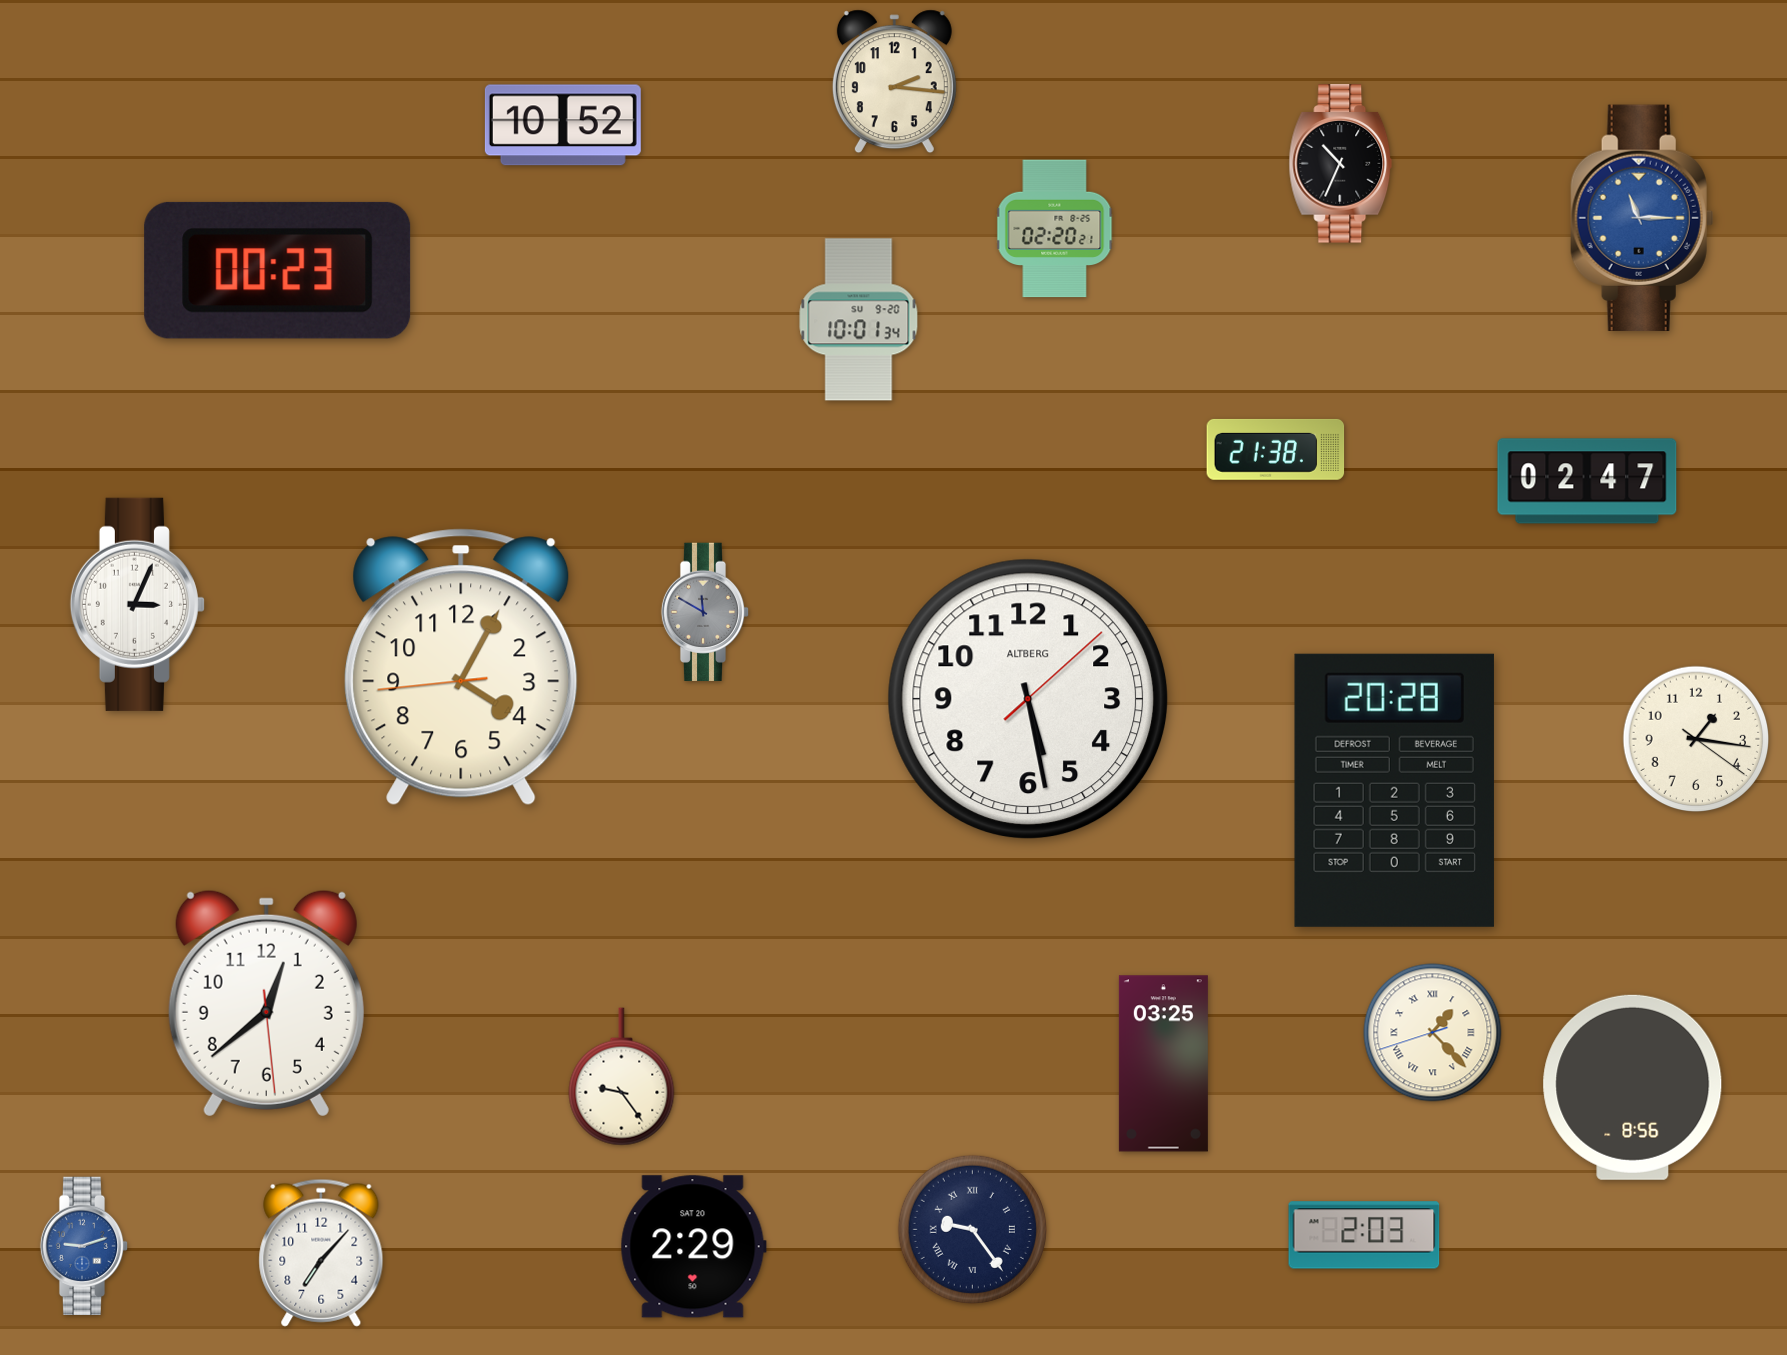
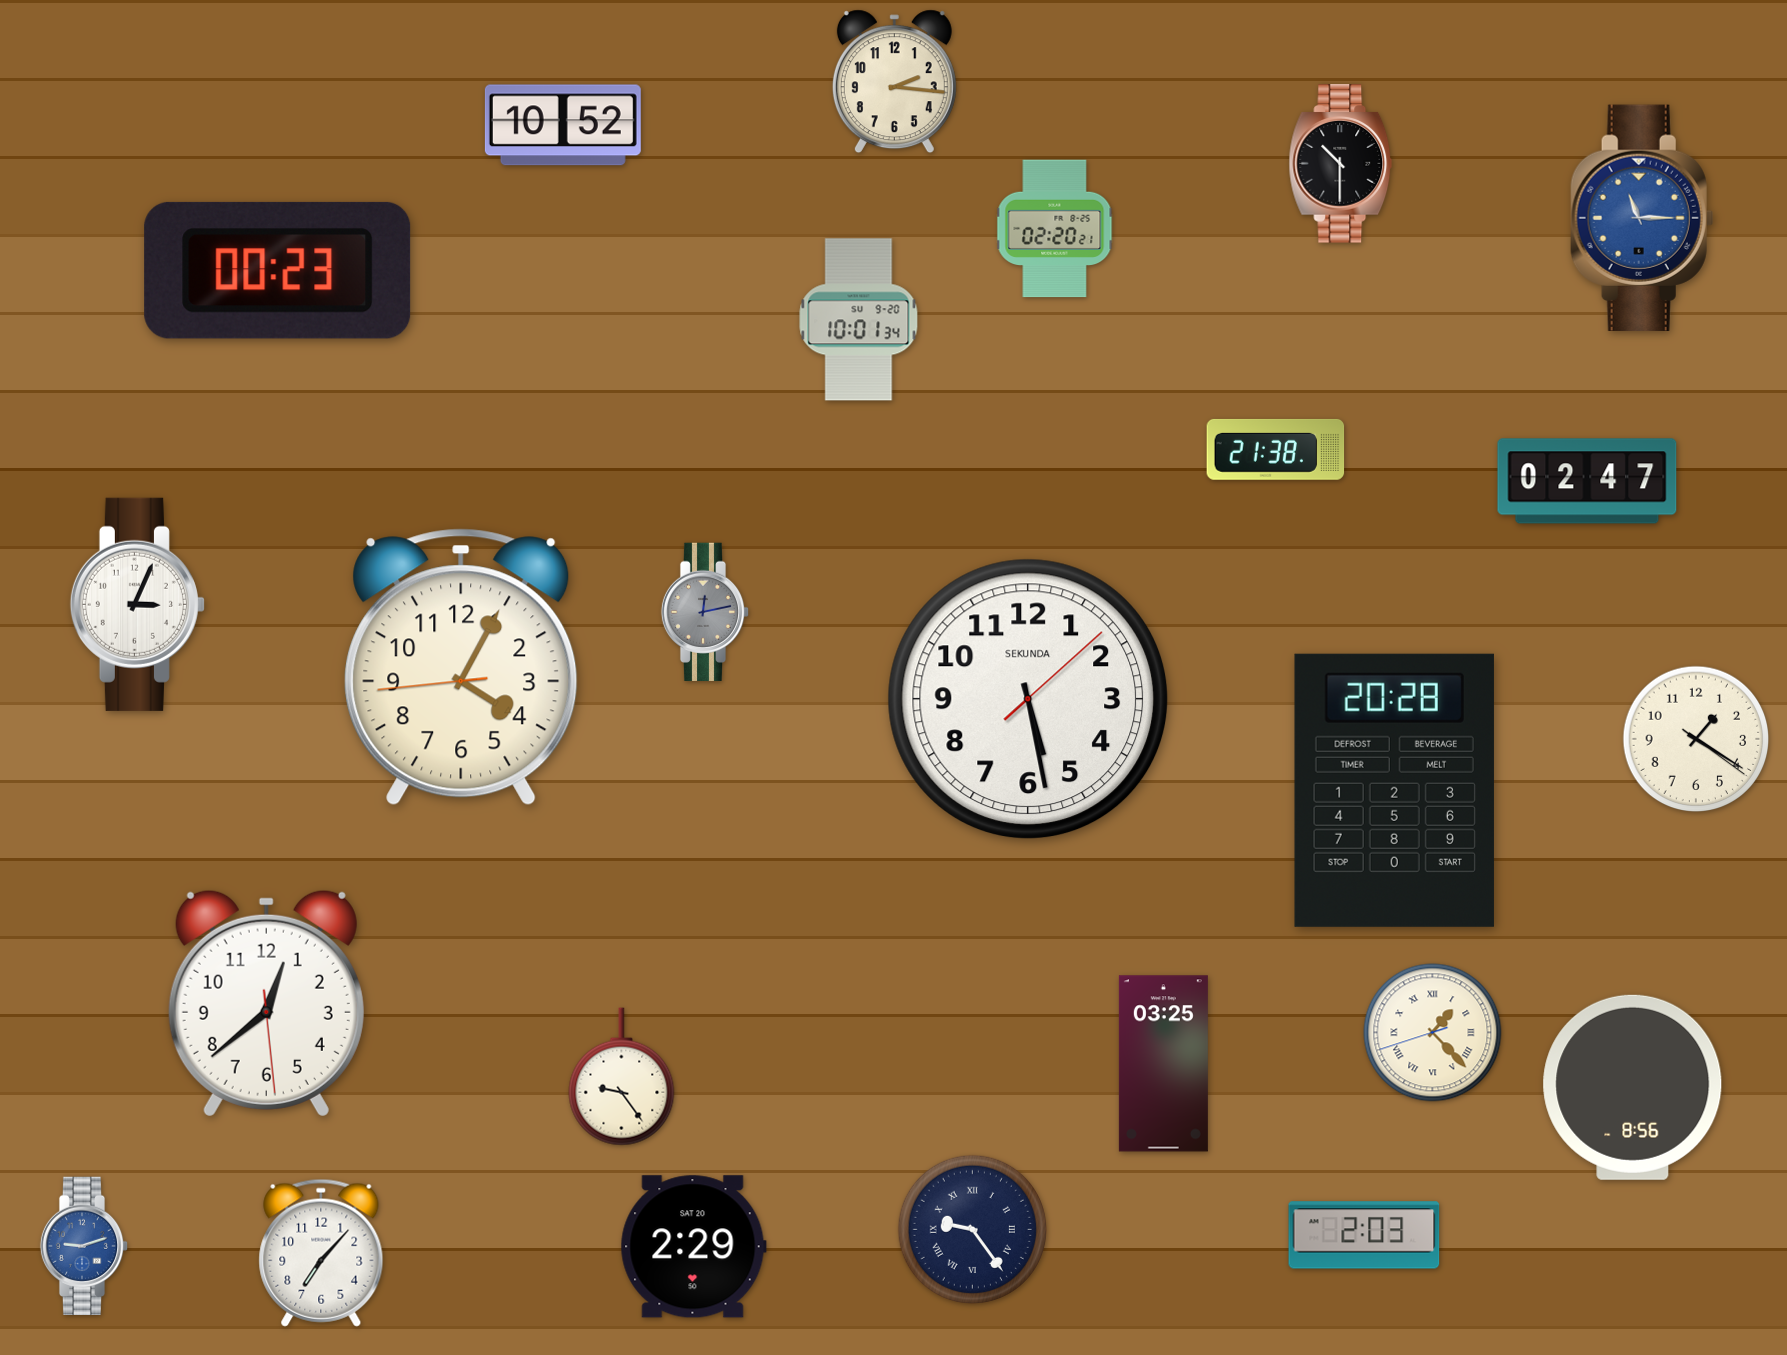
clock at (1341, 164): 10:34 -> 10:30
clock at (705, 611): 11:50 -> 12:13
clock at (1028, 699) brand: ALTBERG -> SEKUNDA
clock at (1696, 739): 1:16 -> 1:20
